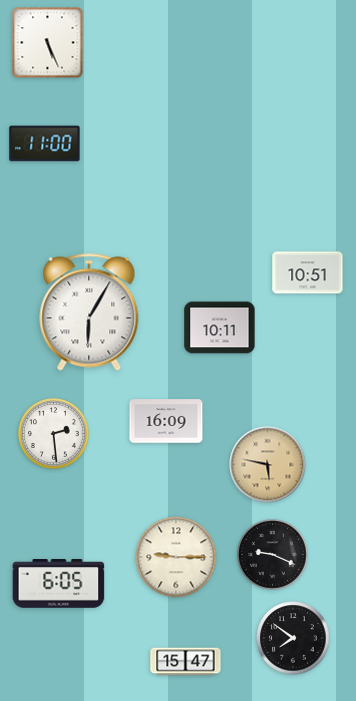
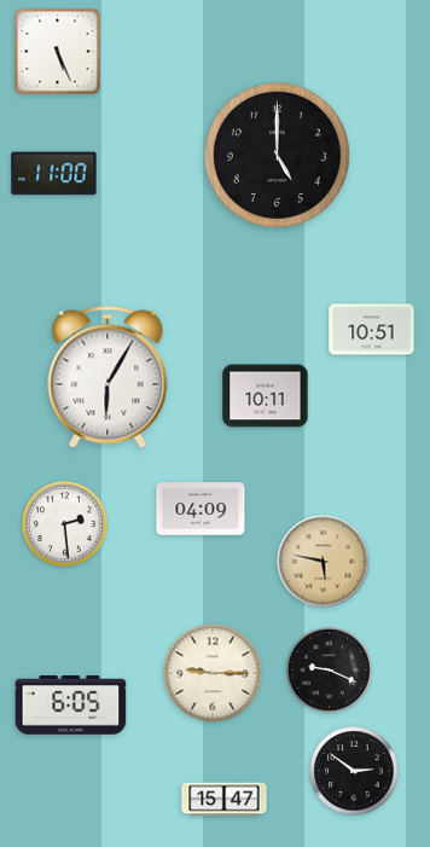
clock at (277, 155): none -> 5:00
clock at (166, 421): 16:09 -> 04:09
clock at (293, 638): 7:51 -> 2:51
